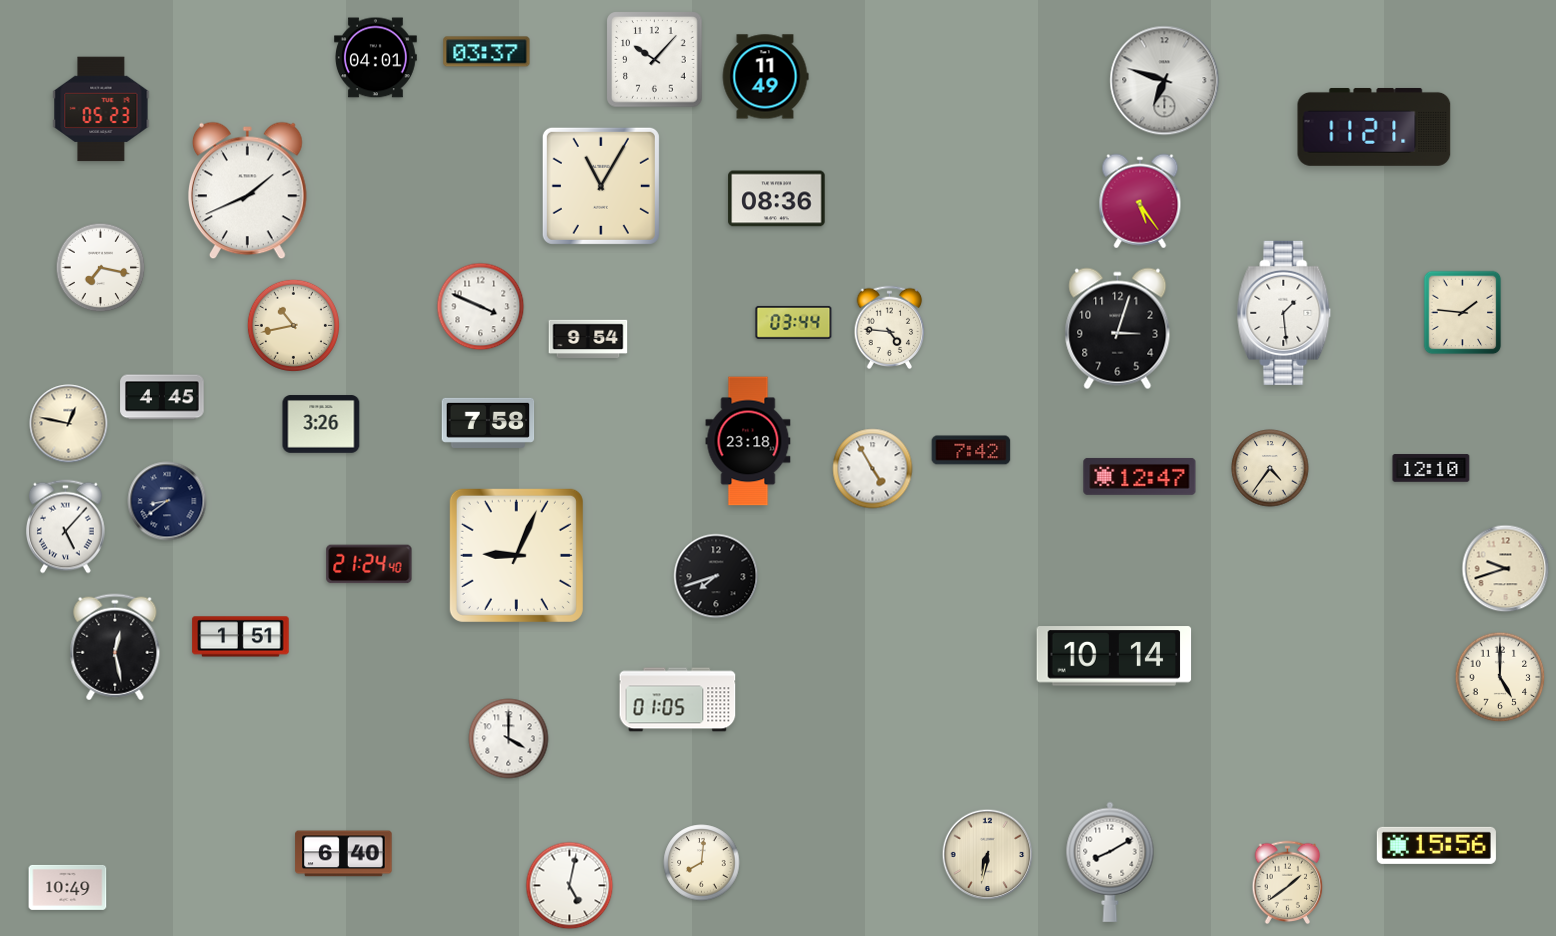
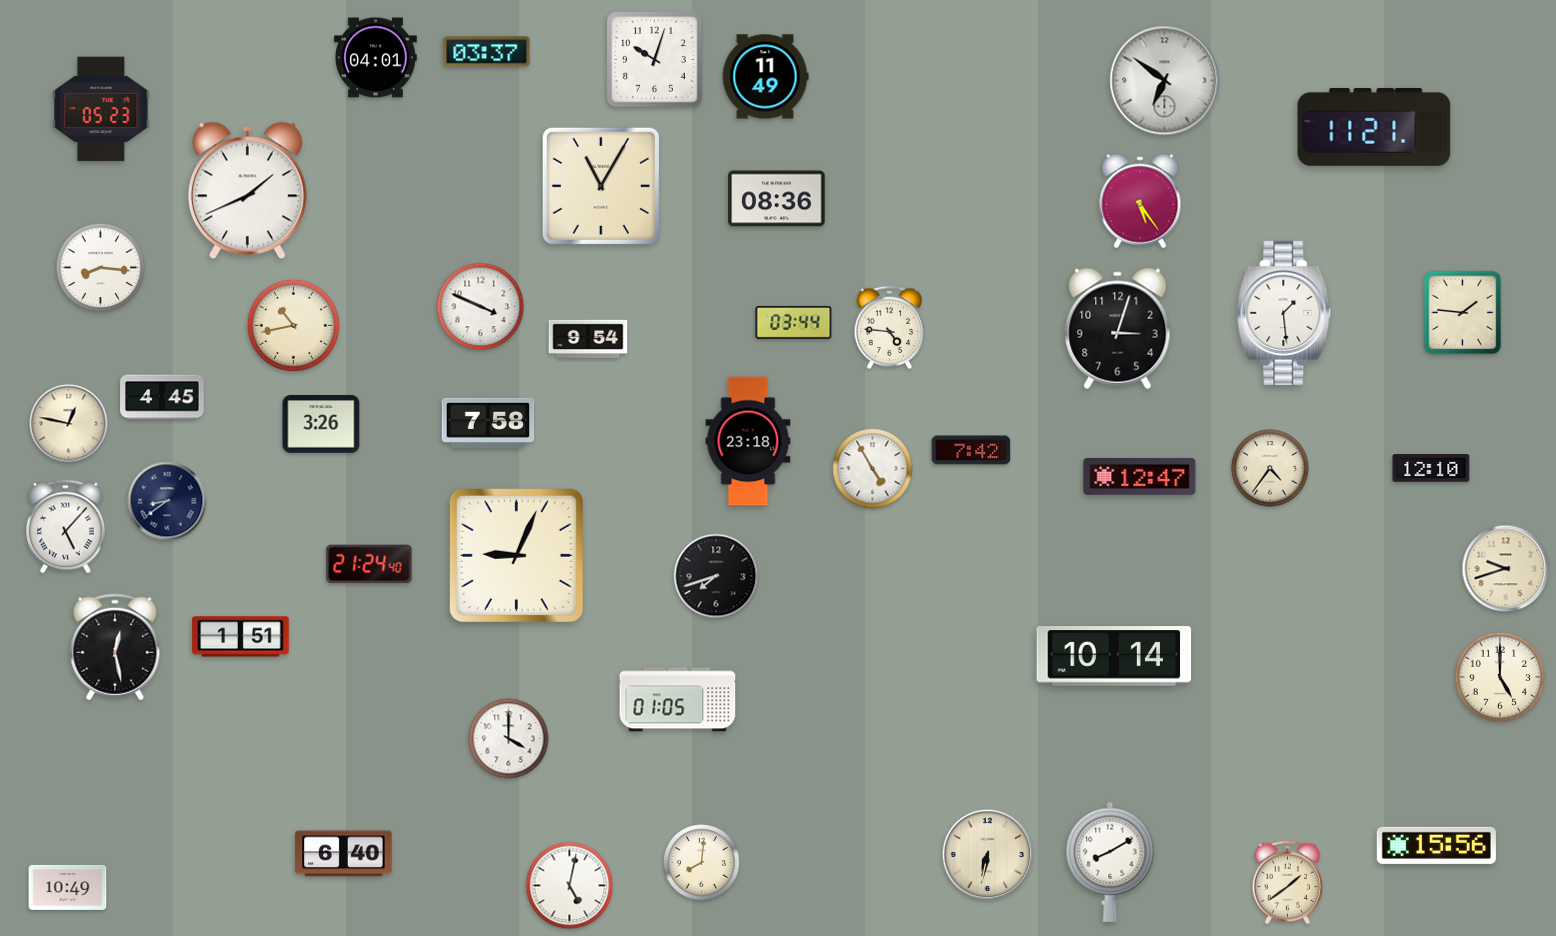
clock at (655, 60): 10:07 -> 10:03
clock at (1165, 81): 6:48 -> 6:51
clock at (101, 268): 7:17 -> 8:16
